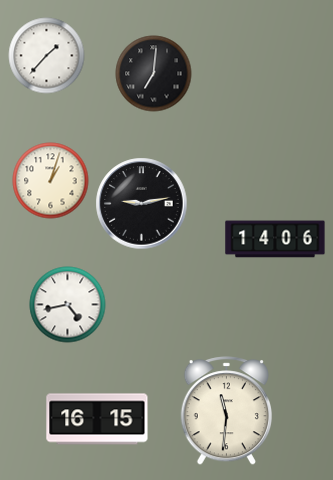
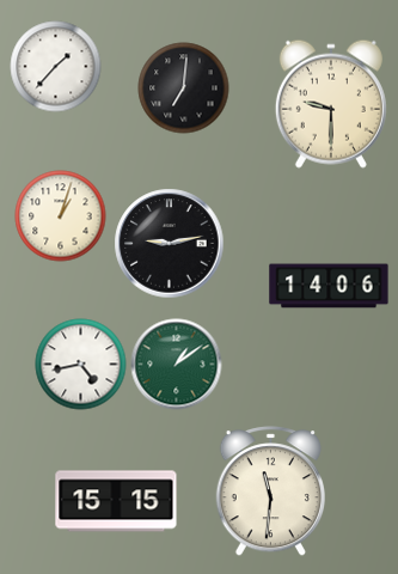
clock at (331, 104): none -> 9:30
clock at (177, 365): none -> 1:09
clock at (97, 419): 16:15 -> 15:15
